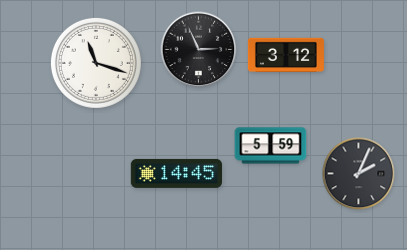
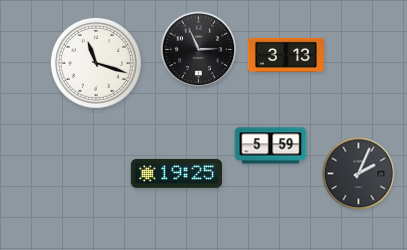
clock at (286, 54): 3:12 -> 3:13
clock at (176, 173): 14:45 -> 19:25
